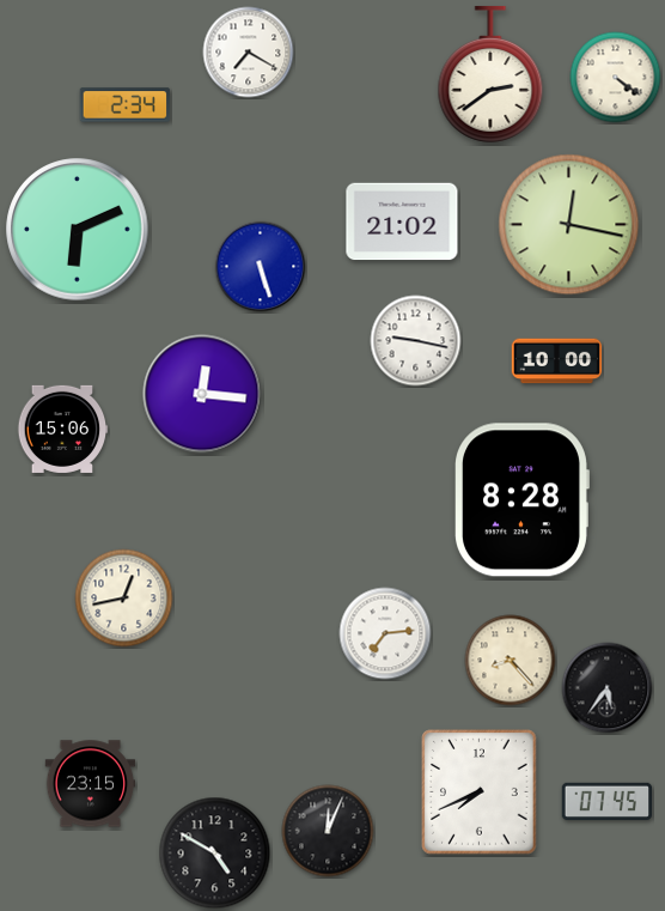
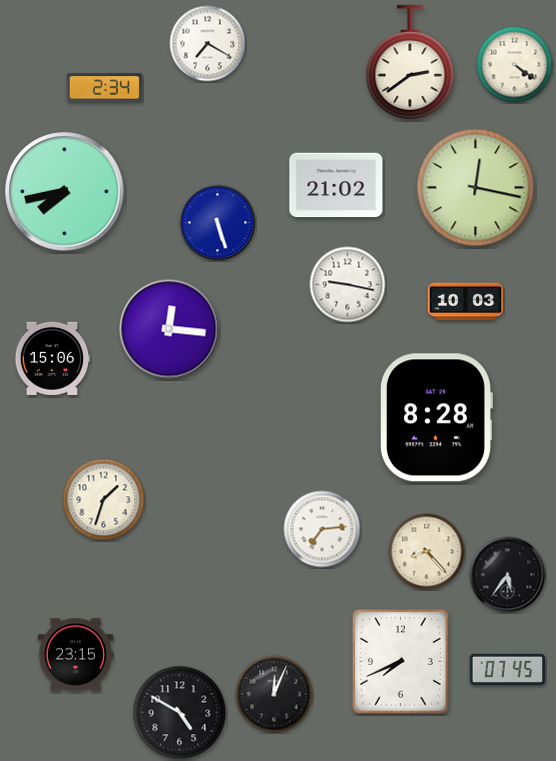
clock at (78, 230): 6:11 -> 7:43
clock at (557, 362): 10:00 -> 10:03
clock at (124, 599): 12:43 -> 1:33
